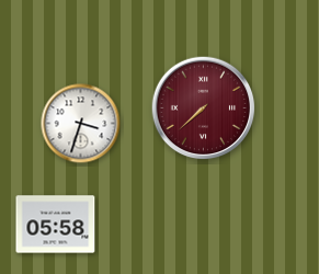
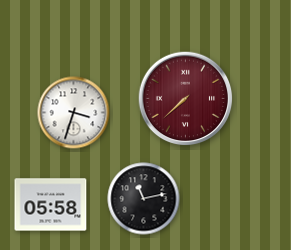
clock at (144, 199): none -> 11:13
